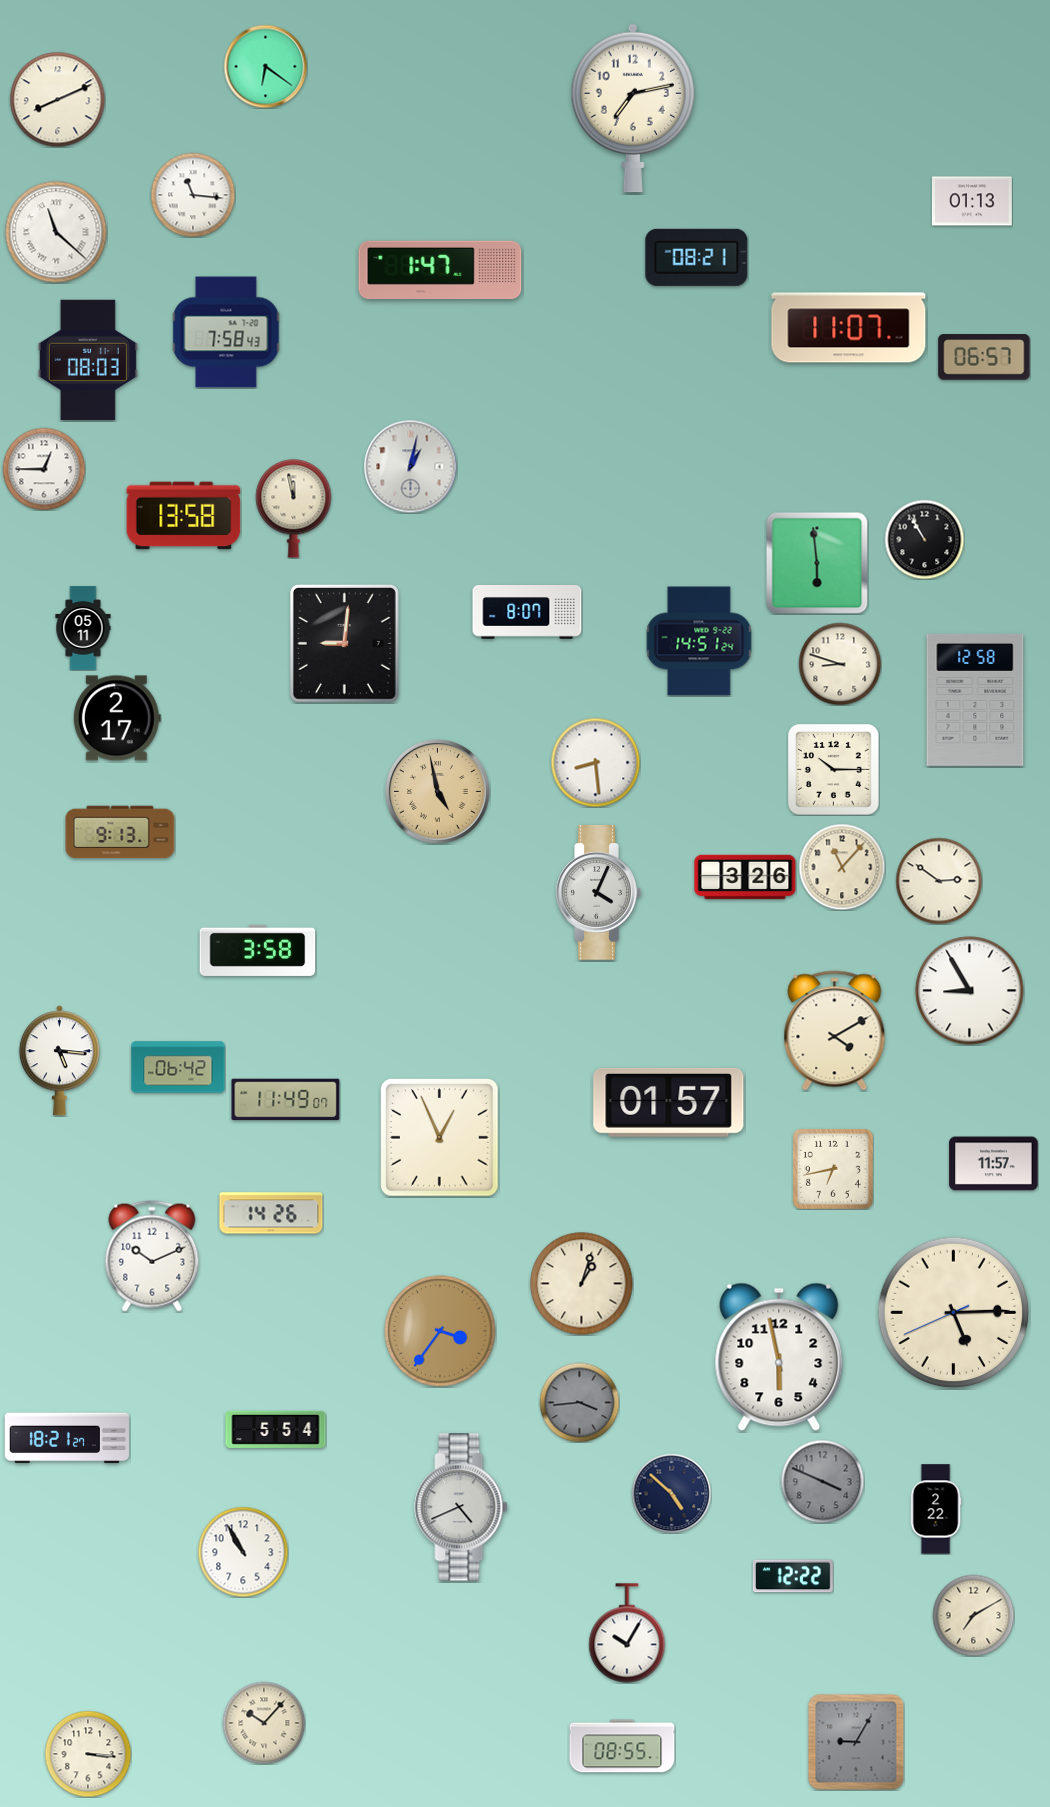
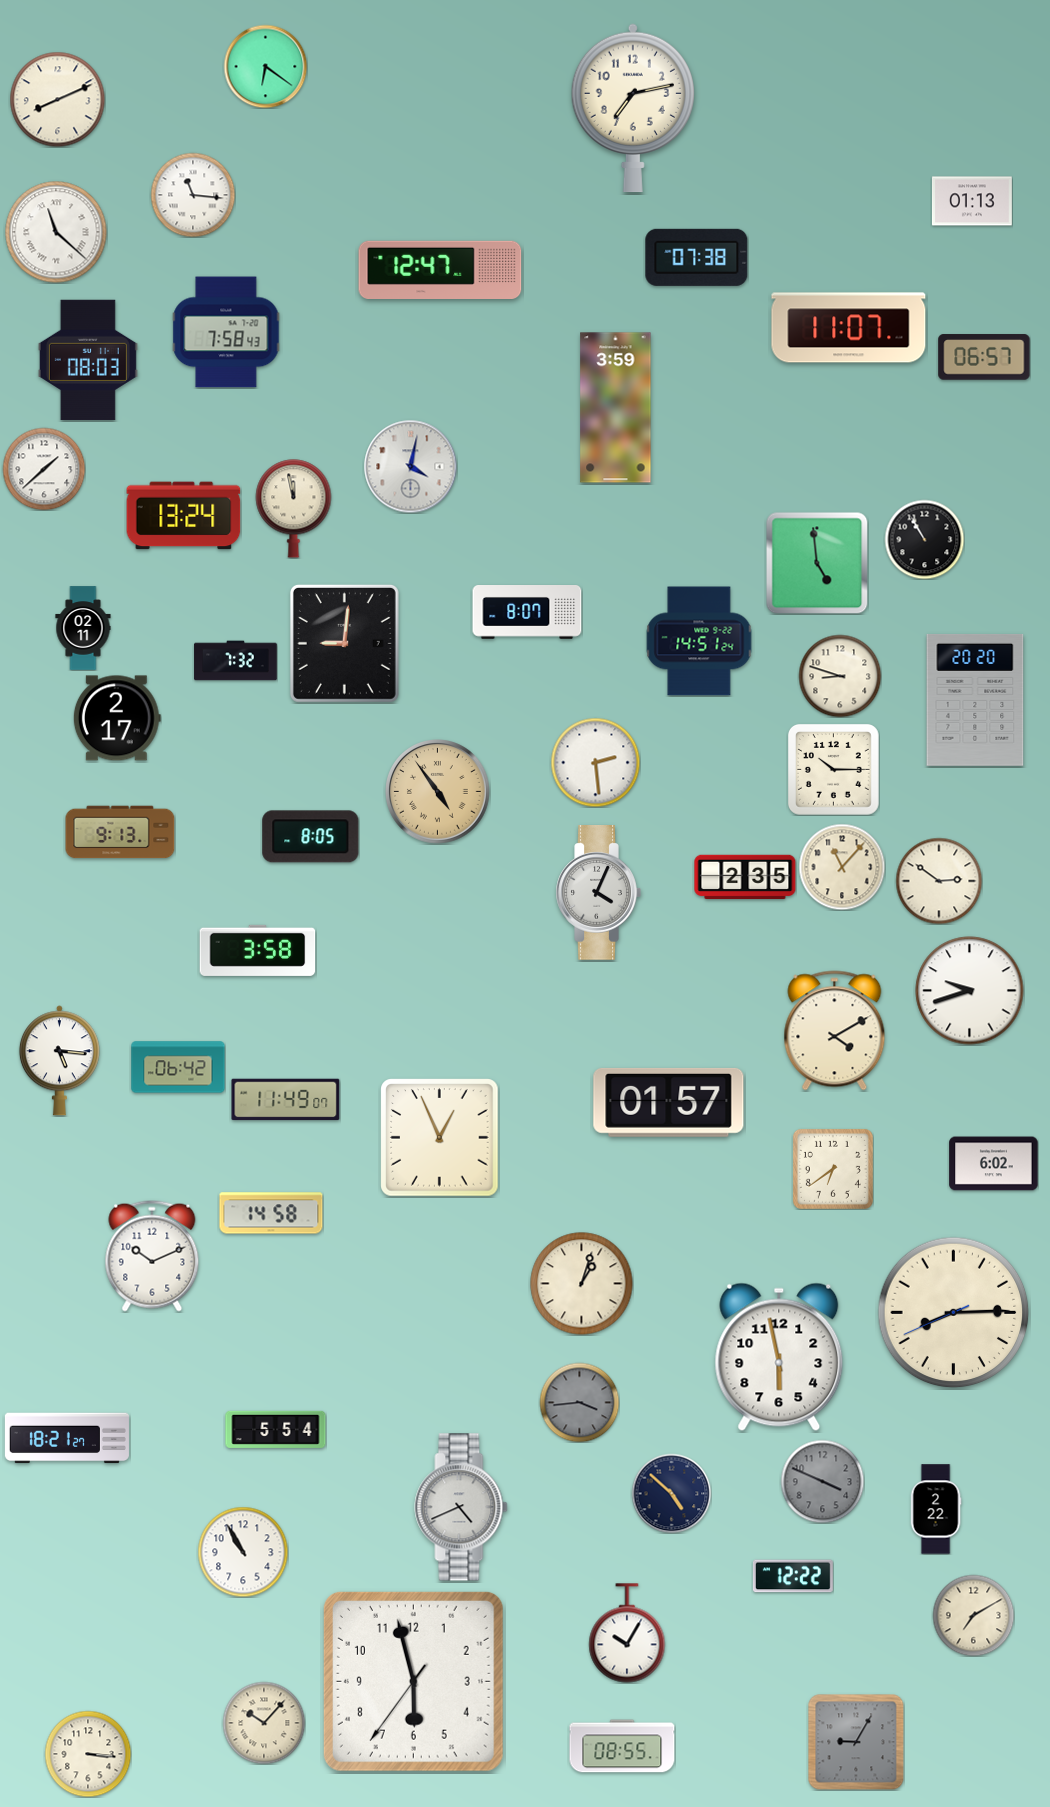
clock at (697, 257): 08:21 -> 07:38
clock at (440, 269): 1:47 -> 12:47
clock at (616, 408): none -> 3:59
clock at (410, 466): 1:02 -> 4:02
clock at (44, 469): 12:45 -> 1:38
clock at (184, 516): 13:58 -> 13:24
clock at (817, 563): 5:59 -> 4:59
clock at (83, 628): 05:11 -> 02:11
clock at (236, 661): none -> 7:32
clock at (840, 664) position: (840, 664) -> (840, 676)
clock at (975, 700): 12:58 -> 20:20
clock at (595, 762): 8:29 -> 2:29
clock at (438, 792): 4:58 -> 4:54
clock at (311, 837): none -> 8:05
clock at (745, 877): 3:26 -> 2:35
clock at (970, 991): 8:55 -> 9:42
clock at (994, 1164): 11:57 -> 6:02
clock at (833, 1169): 6:43 -> 6:39
clock at (271, 1213): 14:26 -> 14:58
clock at (954, 1313): 5:14 -> 8:14
clock at (440, 1331): 3:36 -> none
clock at (413, 1681): none -> 5:57
